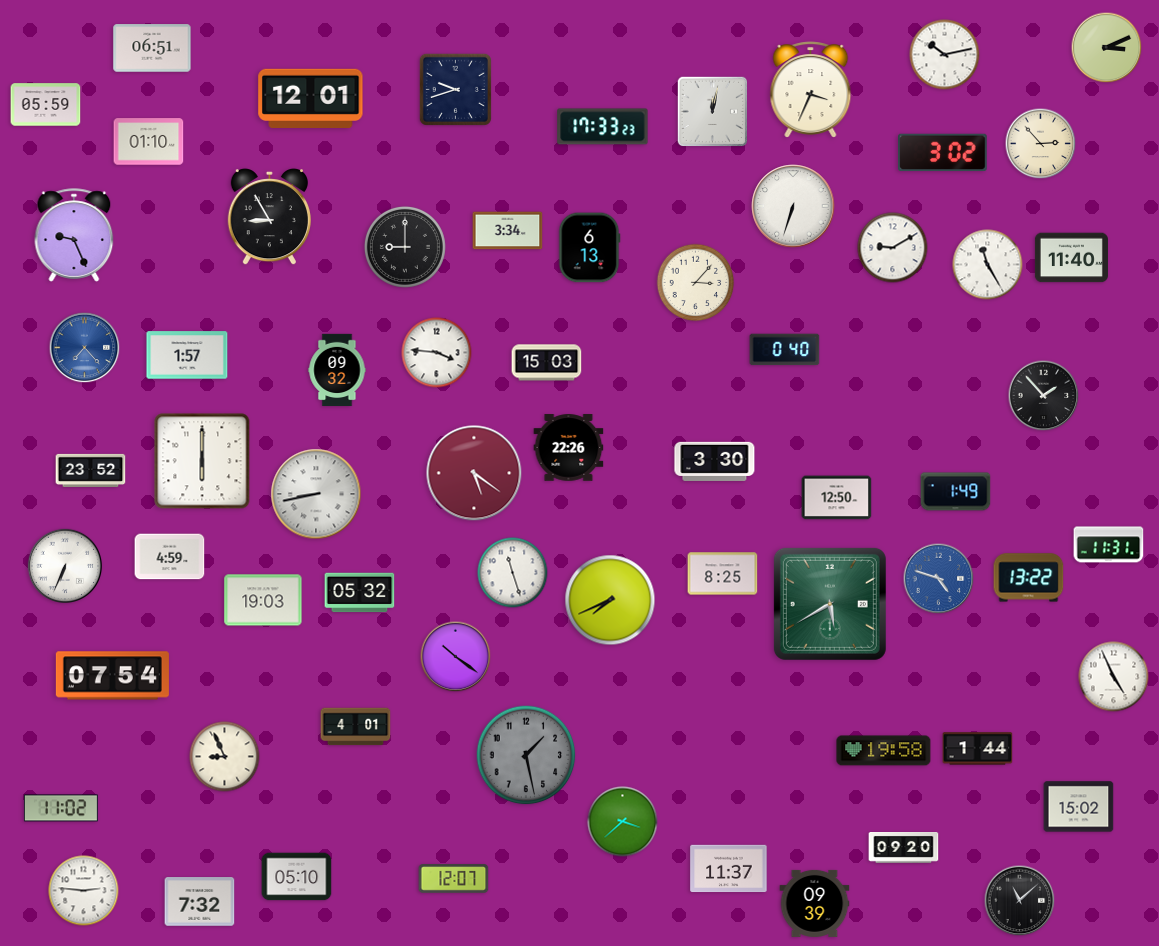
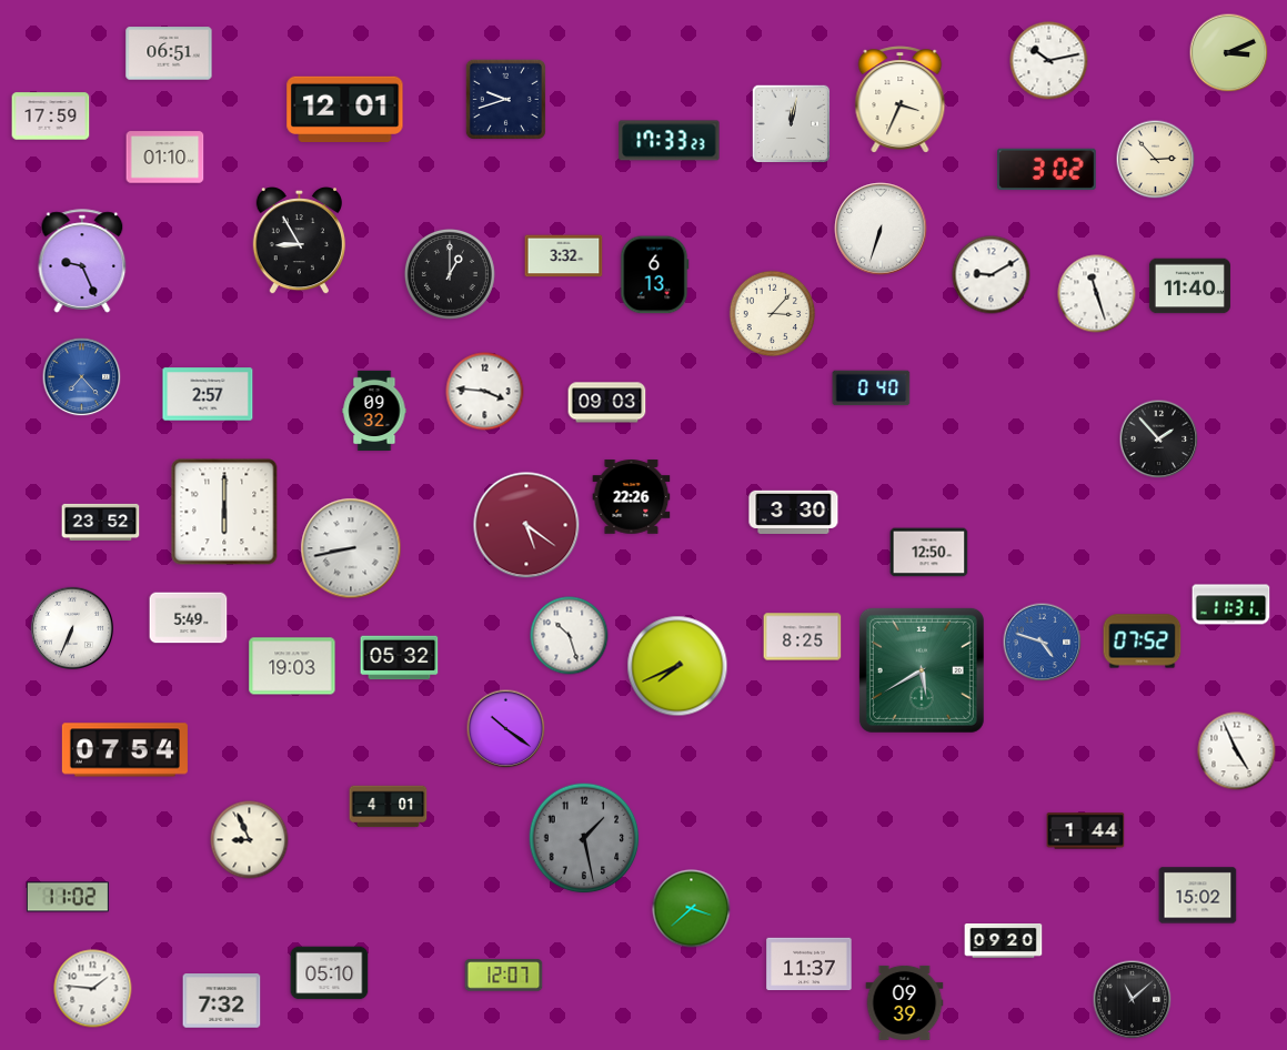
clock at (46, 105): 05:59 -> 17:59
clock at (508, 231): 3:34 -> 3:32
clock at (405, 247): 9:00 -> 1:00
clock at (988, 265): 11:25 -> 11:27
clock at (85, 348) position: (85, 348) -> (82, 377)
clock at (187, 355): 1:57 -> 2:57
clock at (547, 363): 15:03 -> 09:03
clock at (956, 492): 1:49 -> none
clock at (170, 557): 4:59 -> 5:49
clock at (513, 573): 11:27 -> 10:27
clock at (1029, 578): 13:22 -> 07:52
clock at (356, 727) position: (356, 727) -> (389, 807)
clock at (884, 751): 19:58 -> none
clock at (623, 822) position: (623, 822) -> (692, 909)
clock at (84, 891): 2:46 -> 1:46
